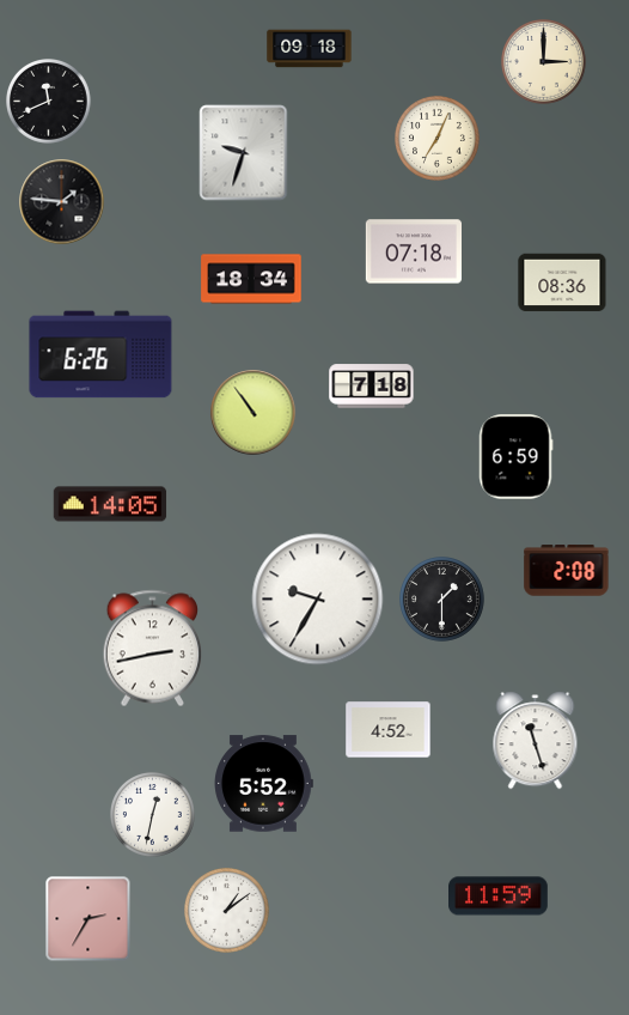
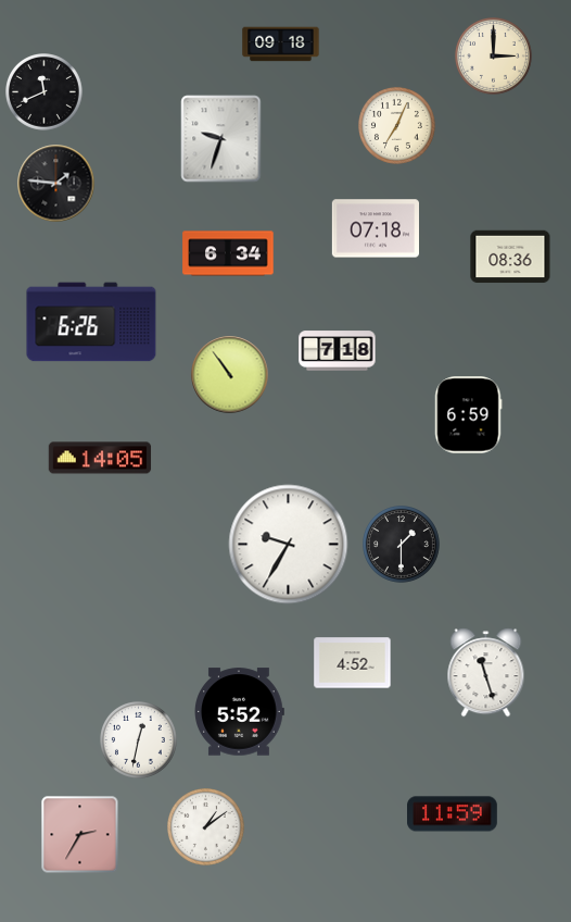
clock at (251, 279): 18:34 -> 6:34
clock at (567, 571): 2:08 -> none
clock at (153, 649): 2:43 -> none
